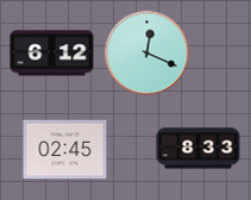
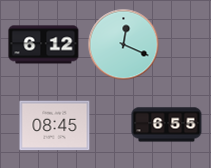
clock at (199, 149): 8:33 -> 6:55
clock at (65, 150): 02:45 -> 08:45
